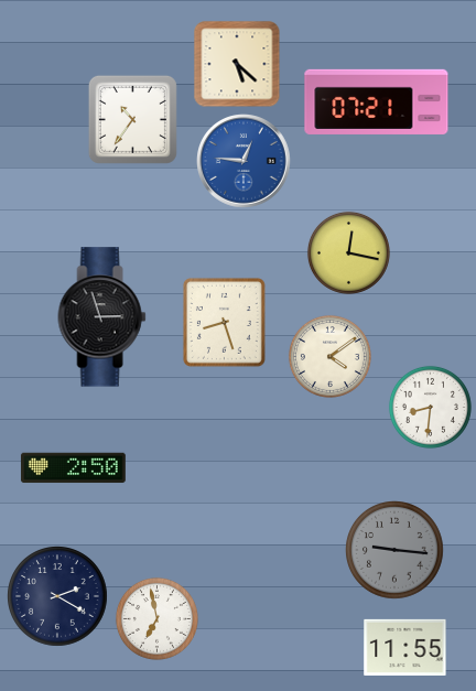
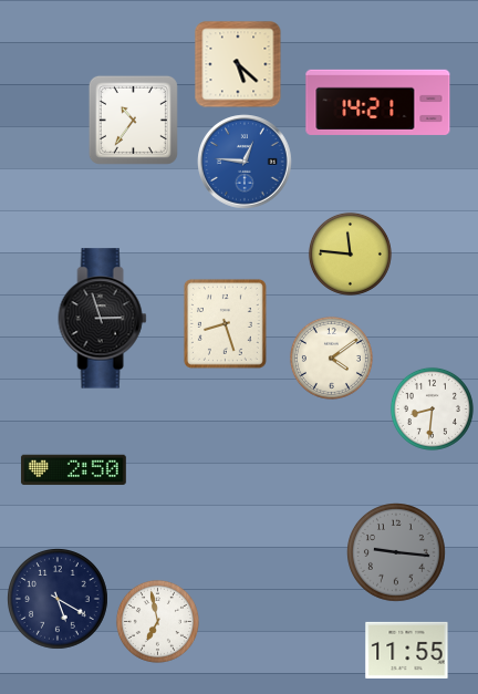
clock at (377, 101): 07:21 -> 14:21
clock at (348, 252): 12:17 -> 11:46
clock at (58, 597): 2:20 -> 5:20
